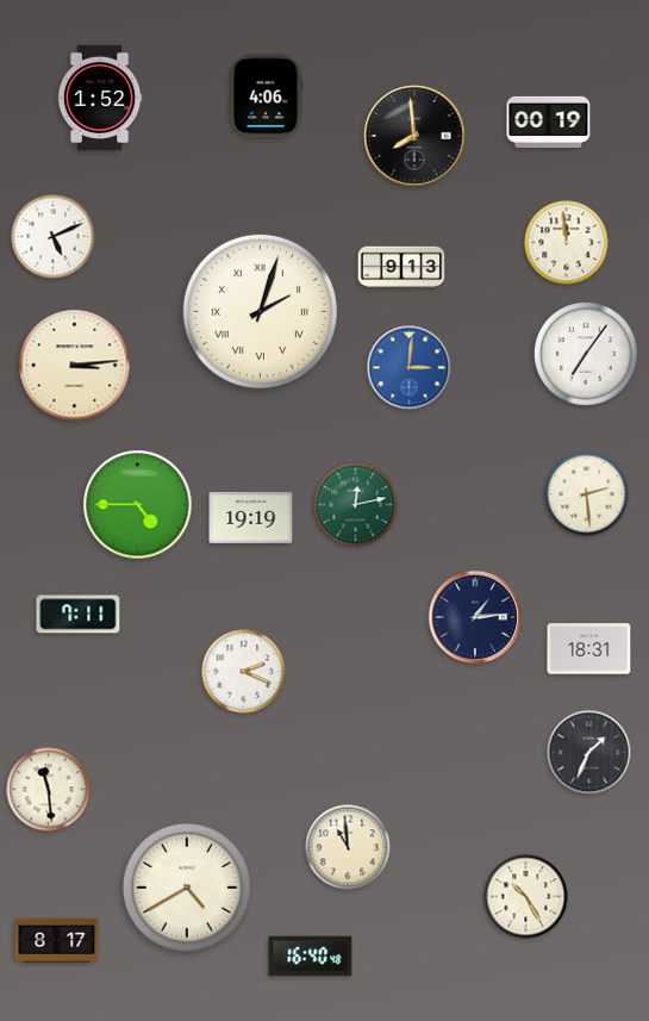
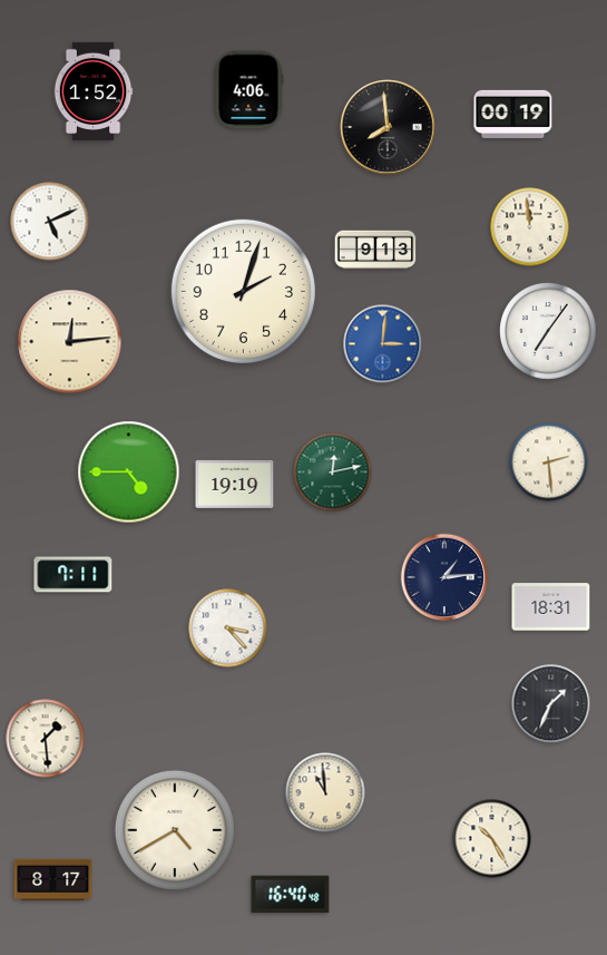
clock at (260, 311) numerals: Roman -> Arabic
clock at (75, 366): 3:14 -> 12:14
clock at (244, 672): 2:19 -> 3:23
clock at (49, 790): 11:29 -> 1:29
